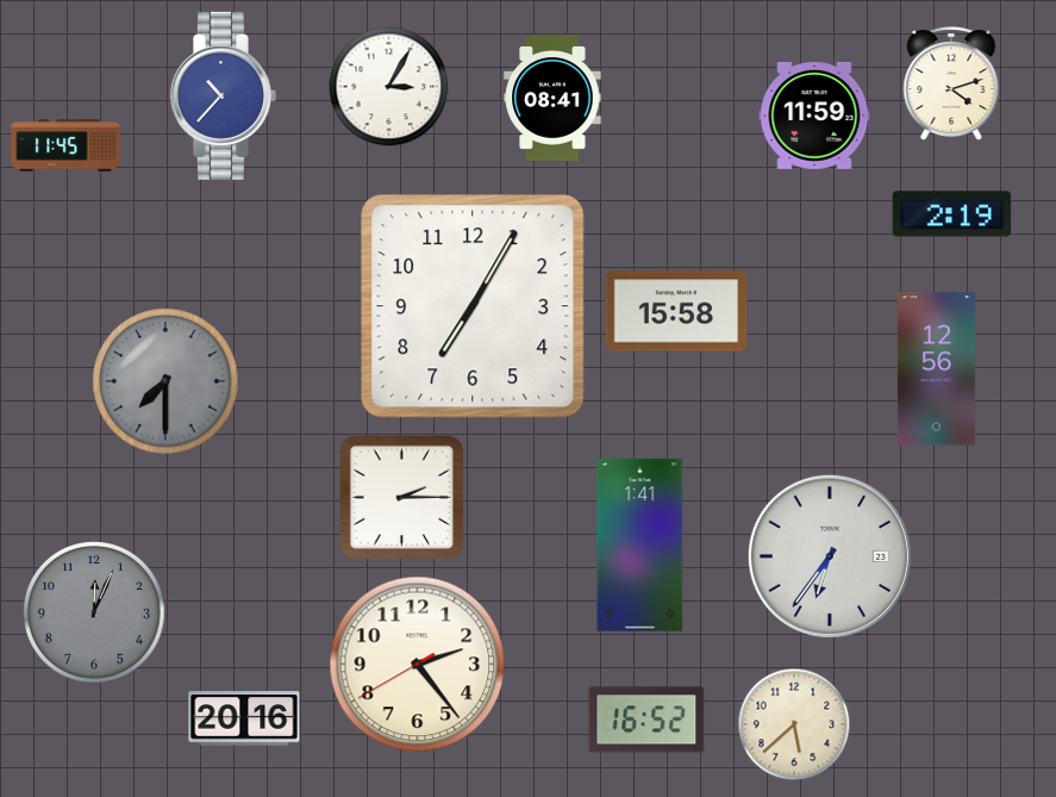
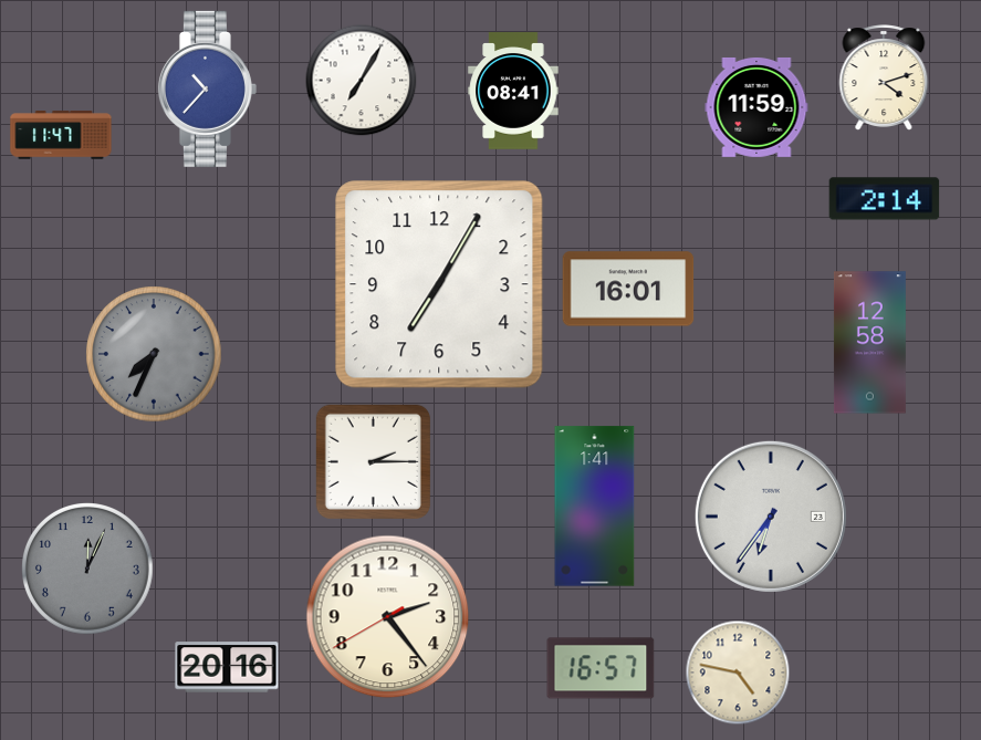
clock at (389, 87): 3:05 -> 7:05
clock at (65, 145): 11:45 -> 11:47
clock at (952, 214): 2:19 -> 2:14
clock at (676, 311): 15:58 -> 16:01
clock at (936, 369): 12:56 -> 12:58
clock at (165, 381): 7:30 -> 7:34
clock at (646, 720): 16:52 -> 16:57
clock at (794, 724): 5:38 -> 4:47
